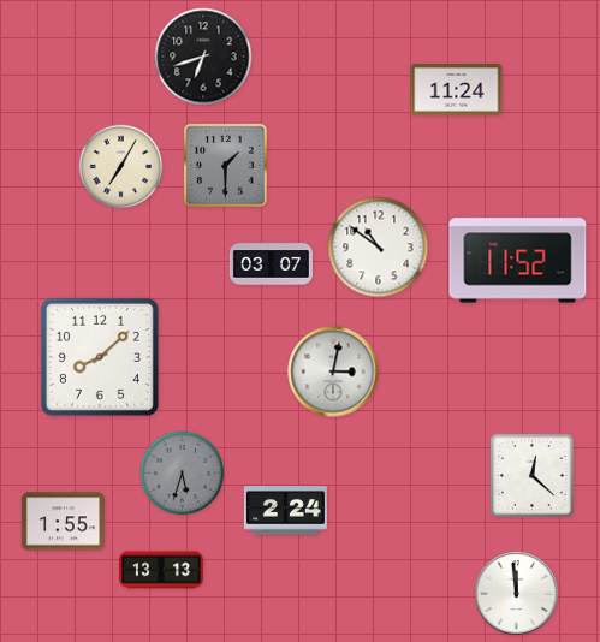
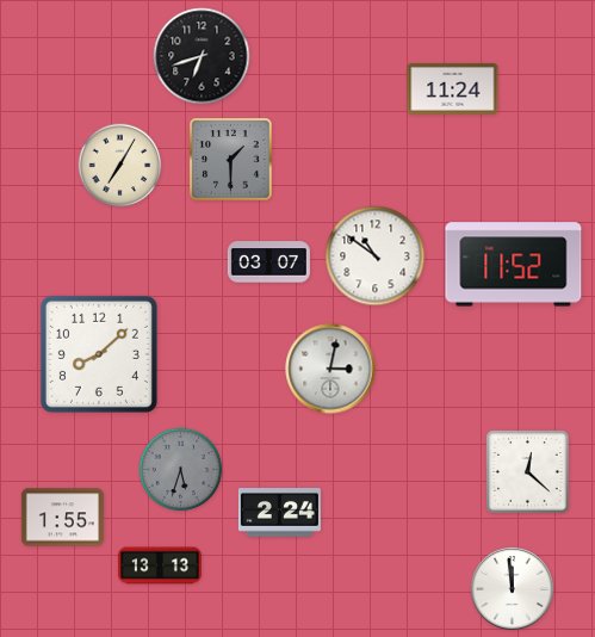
clock at (226, 166) position: (226, 166) -> (231, 160)
clock at (379, 248) position: (379, 248) -> (376, 256)
clock at (518, 261) position: (518, 261) -> (514, 265)
clock at (285, 511) position: (285, 511) -> (279, 513)
